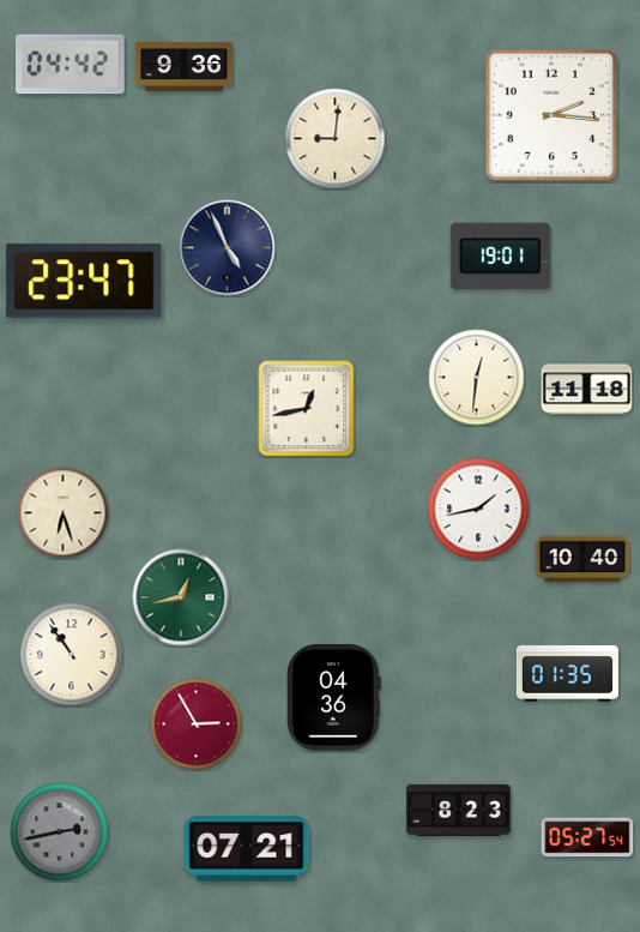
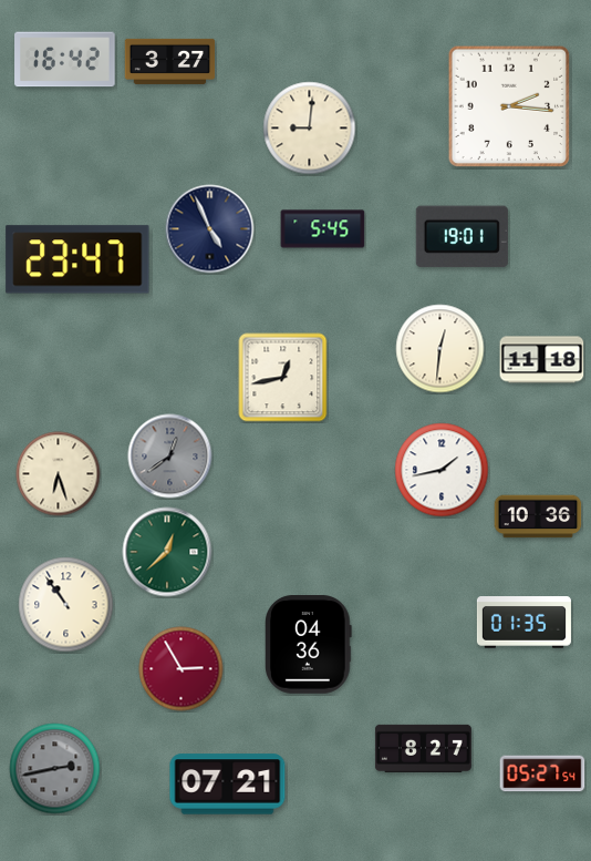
clock at (71, 65): 04:42 -> 16:42
clock at (185, 66): 9:36 -> 3:27
clock at (323, 229): none -> 5:45
clock at (170, 457): none -> 12:39
clock at (582, 559): 10:40 -> 10:36
clock at (181, 597): 12:43 -> 12:38
clock at (458, 810): 8:23 -> 8:27
